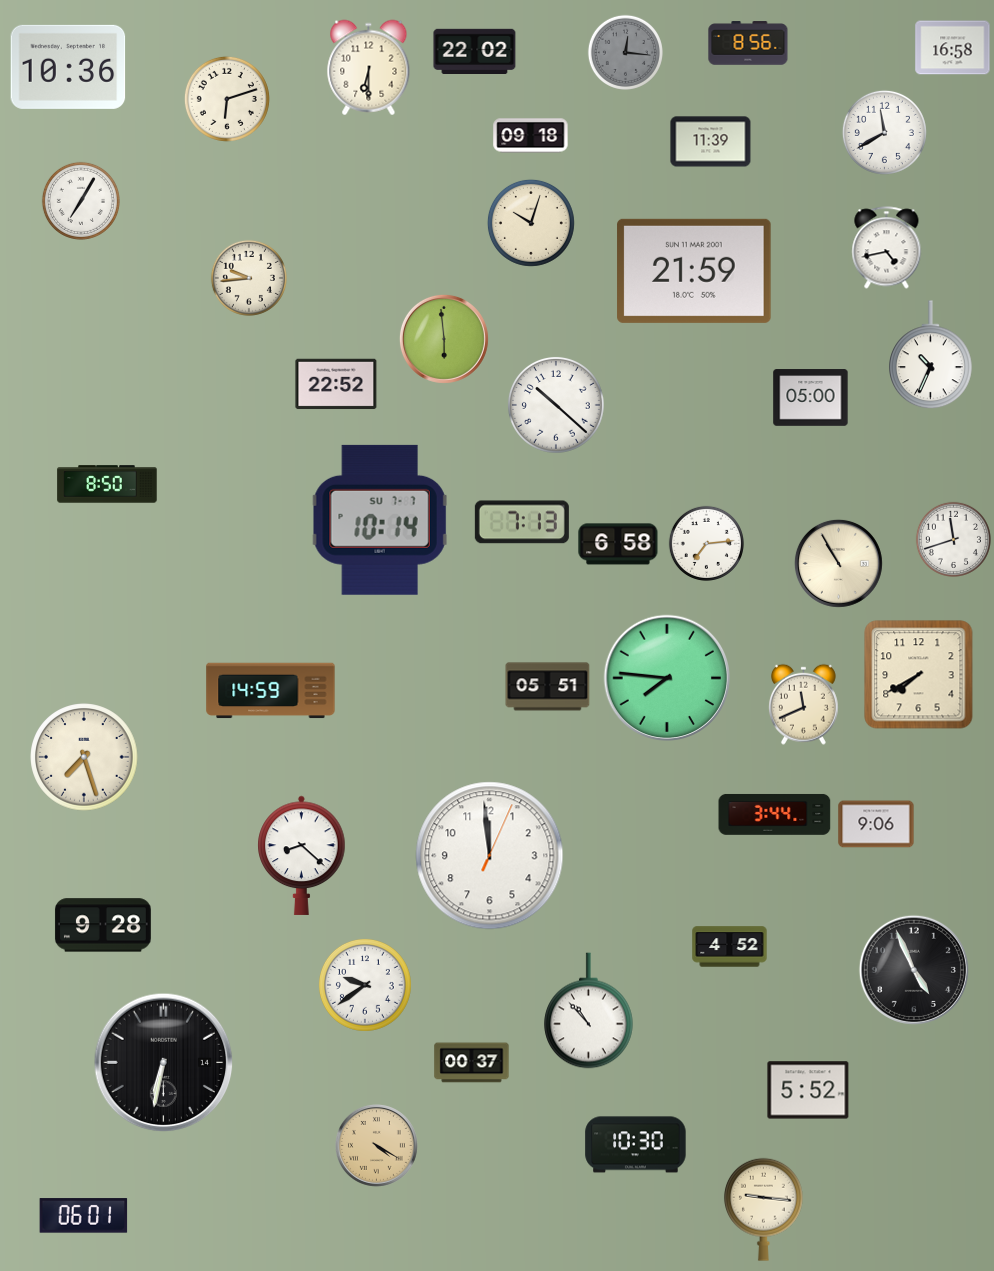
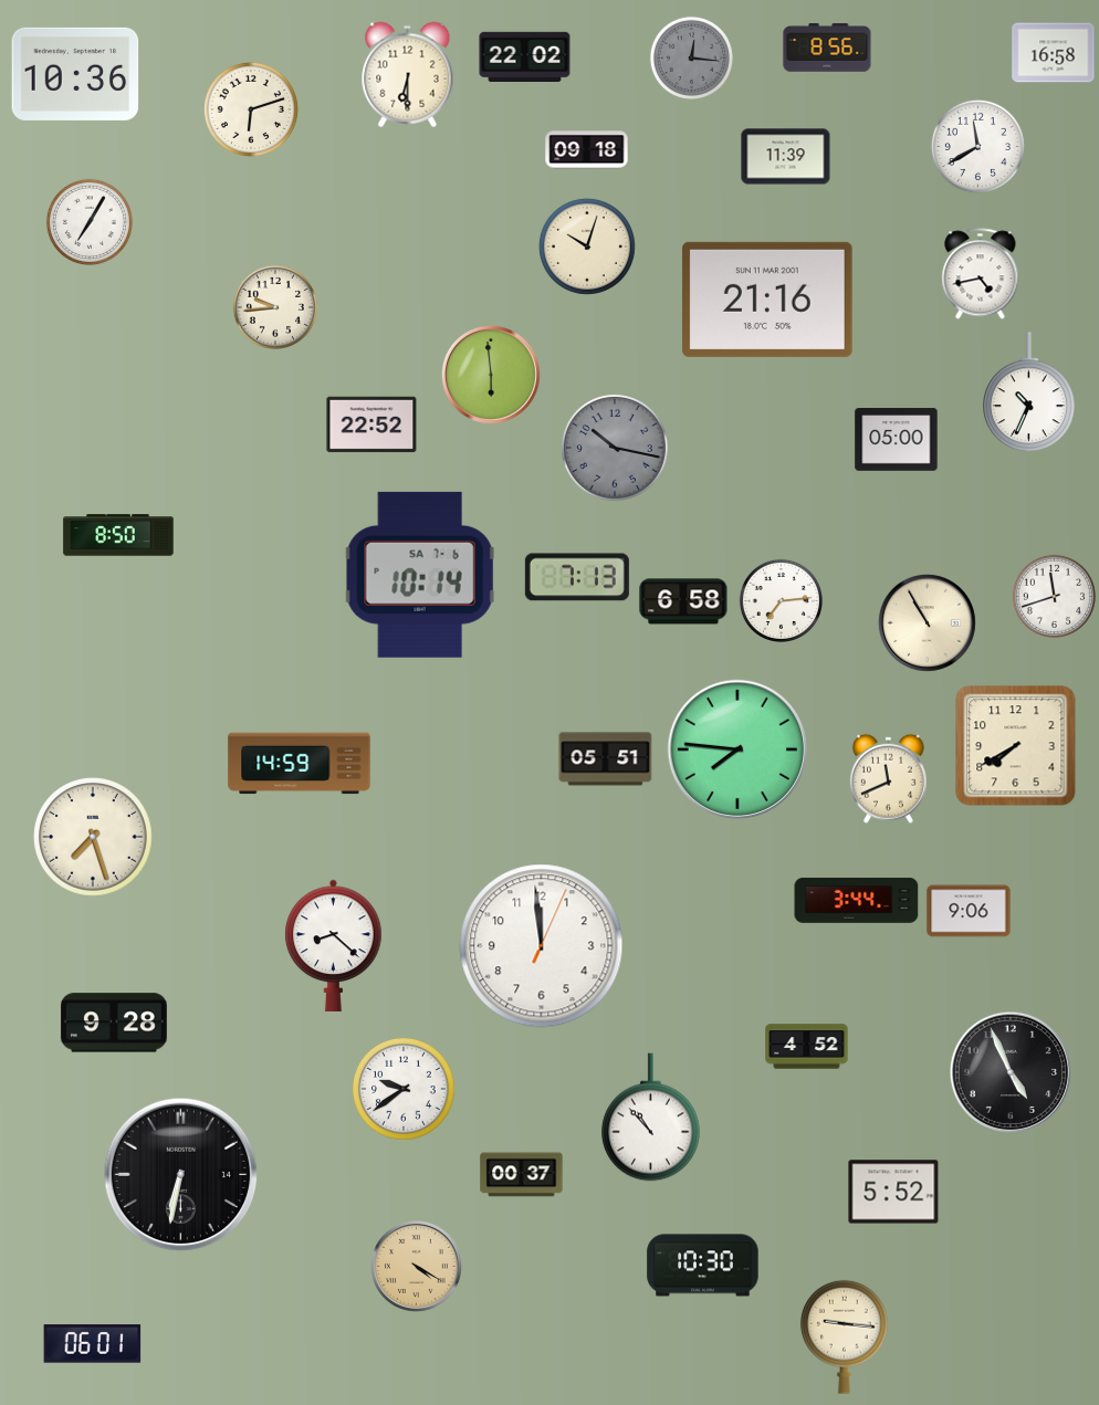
clock at (694, 271): 21:59 -> 21:16
clock at (556, 405): 10:22 -> 10:17
clock at (556, 405) dial: white -> grey
clock at (380, 520) date: SU 7-7 -> SA 7-6
clock at (808, 1090) position: (808, 1090) -> (893, 1192)
